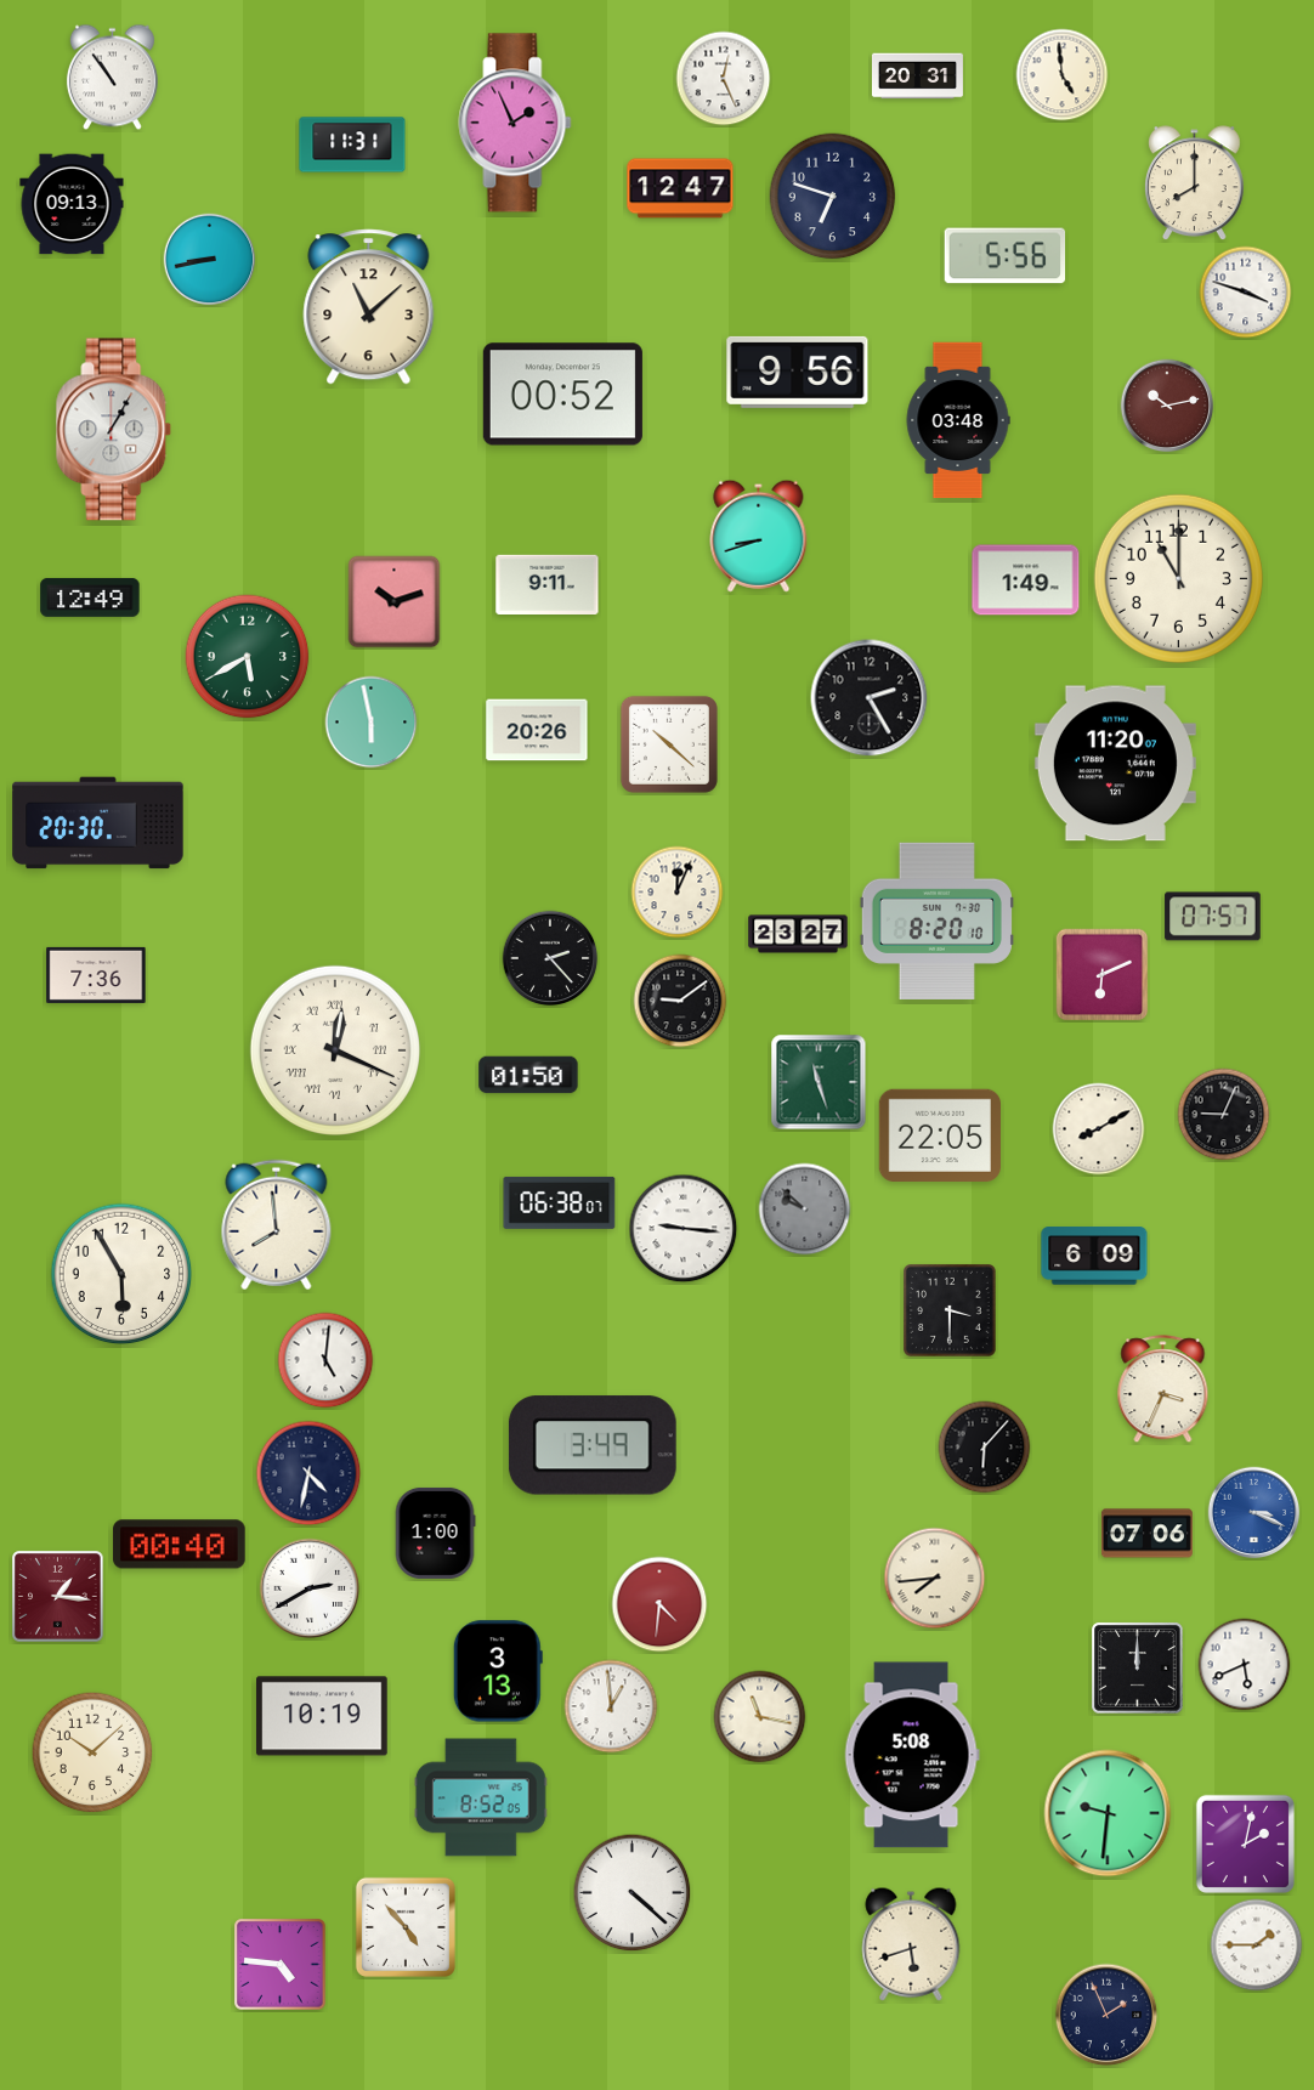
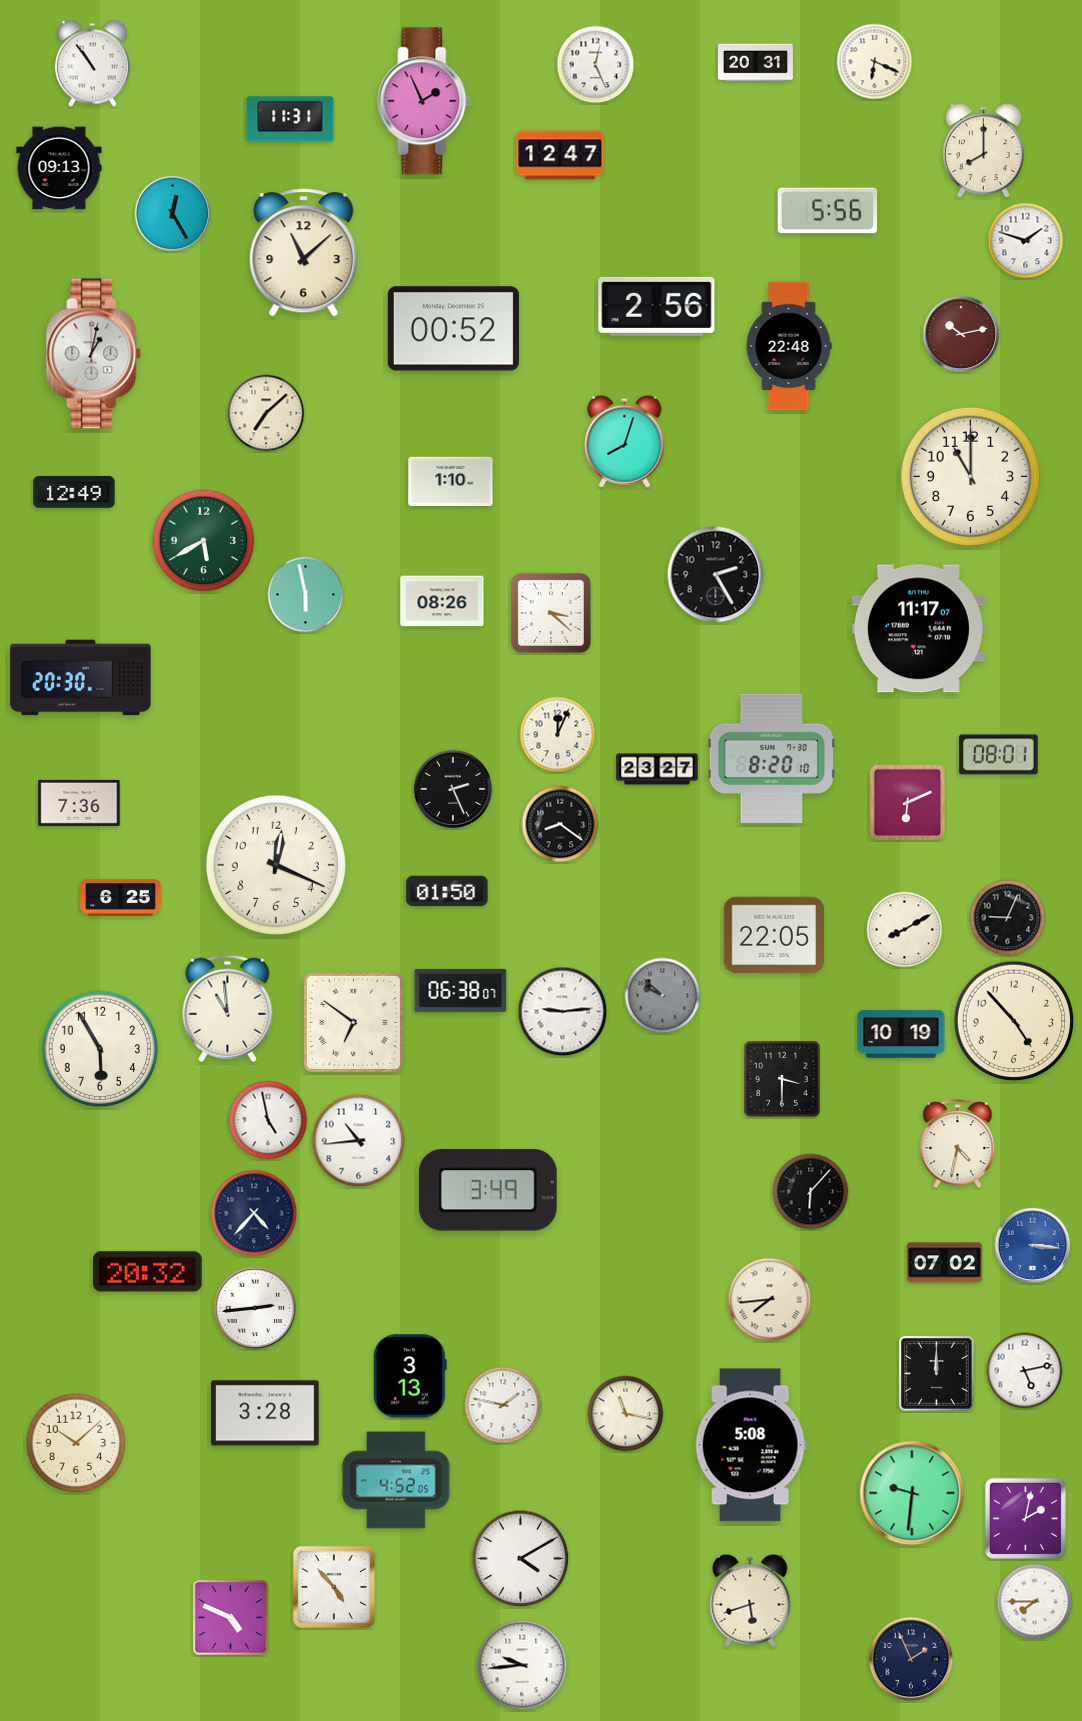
clock at (1063, 75): 4:59 -> 6:19
clock at (833, 197): 6:48 -> none
clock at (210, 260): 8:43 -> 12:25
clock at (1246, 293): 3:48 -> 1:48
clock at (798, 372): 9:56 -> 2:56
clock at (562, 395) position: (562, 395) -> (453, 329)
clock at (958, 420): 03:48 -> 22:48
clock at (114, 430): 1:05 -> 1:02
clock at (266, 413): none -> 7:08
clock at (759, 536): 8:42 -> 8:03
clock at (1026, 580): 1:49 -> none
clock at (548, 584): 9:11 -> 1:10
clock at (395, 602): 10:12 -> none
clock at (537, 730): 20:26 -> 08:26
clock at (669, 744): 10:22 -> 3:22
clock at (1115, 764): 11:20 -> 11:17
clock at (1213, 917): 07:57 -> 08:01
clock at (550, 958): 2:23 -> 2:26
clock at (680, 1001): 9:09 -> 8:21
clock at (335, 1050) numerals: Roman -> Arabic
clock at (528, 1075) position: (528, 1075) -> (447, 891)
clock at (819, 1082): 11:27 -> none
clock at (121, 898): none -> 6:25
clock at (277, 1225): 7:59 -> 10:59
clock at (684, 1229): 9:16 -> 9:14
clock at (1014, 1021): none -> 4:53
clock at (353, 1022): none -> 6:51
clock at (1094, 1256): 6:09 -> 10:19
clock at (325, 1360): 5:01 -> 4:58
clock at (359, 1141): none -> 10:44
clock at (1163, 1389): 3:34 -> 4:32
clock at (308, 1473): 4:32 -> 4:37
clock at (1254, 1513): 3:19 -> 3:16
clock at (435, 1533): 1:00 -> none
clock at (1146, 1534): 07:06 -> 07:02
clock at (180, 1545): 00:40 -> 20:32
clock at (310, 1588): 2:40 -> 2:44
clock at (58, 1597): 1:16 -> none
clock at (659, 1604): 4:31 -> none
clock at (1245, 1665): 5:41 -> 5:13
clock at (611, 1706): 12:59 -> 1:47
clock at (323, 1716): 10:19 -> 3:28
clock at (481, 1797): 8:52 -> 4:52
clock at (633, 1893): 4:22 -> 4:10
clock at (1257, 1945): 1:45 -> 7:45
clock at (281, 1965): 4:46 -> 4:49
clock at (522, 1665): none -> 9:44
